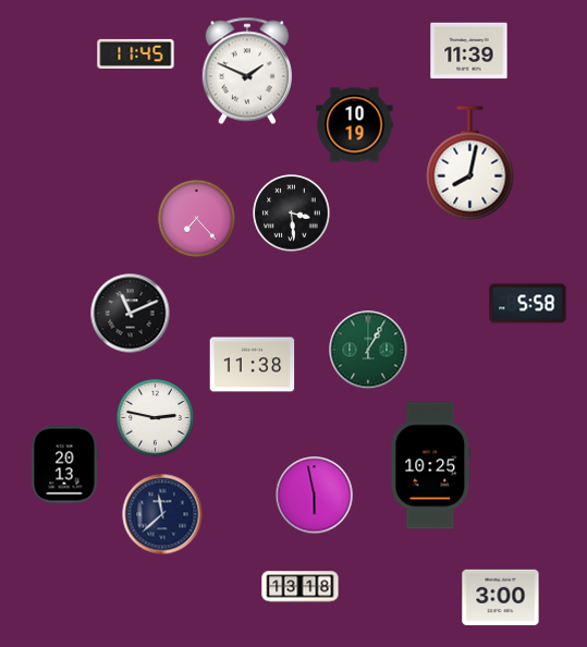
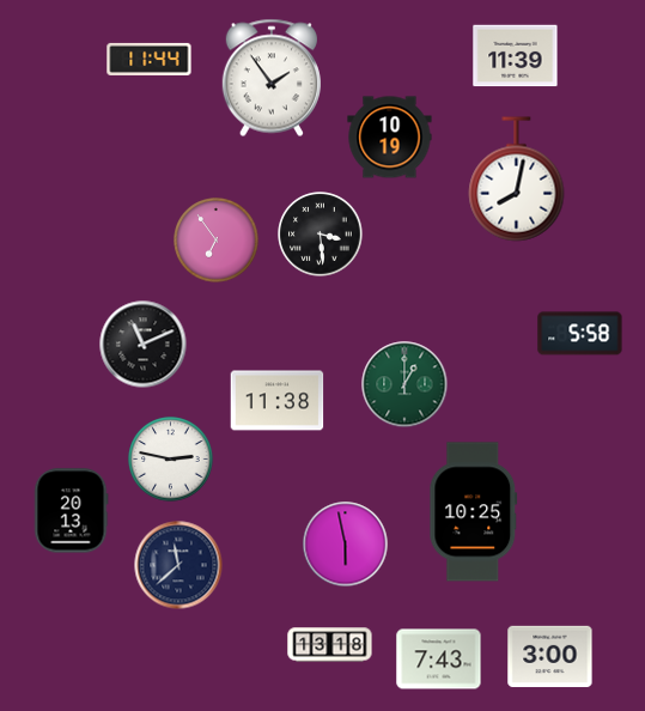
clock at (136, 53): 11:45 -> 11:44
clock at (247, 71): 1:49 -> 1:54
clock at (197, 219): 7:23 -> 6:54
clock at (368, 350): 1:05 -> 1:00
clock at (439, 660): none -> 7:43
